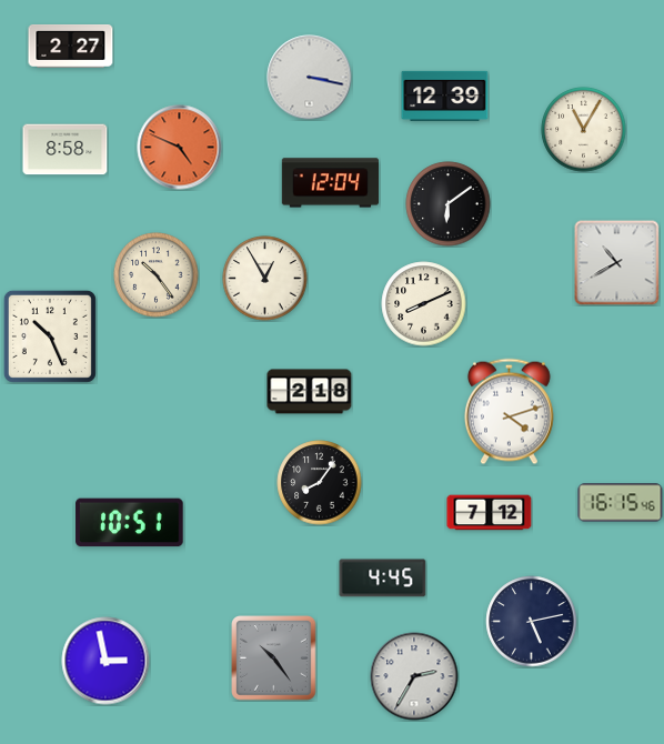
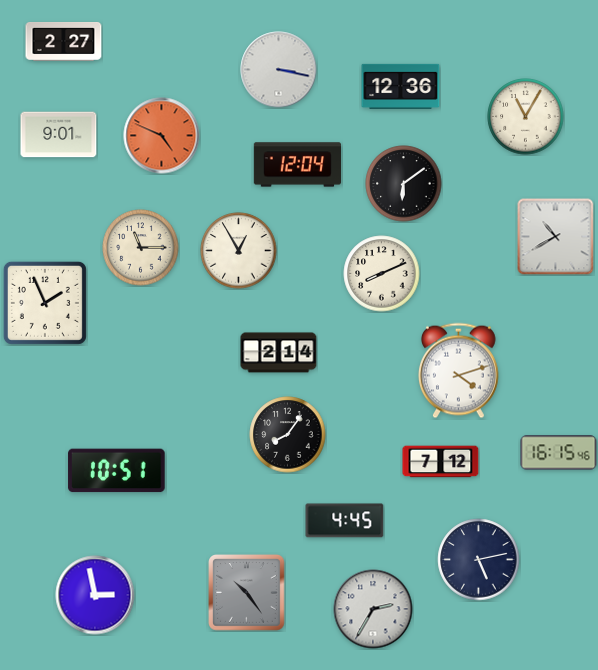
clock at (445, 95): 12:39 -> 12:36
clock at (180, 148) position: (180, 148) -> (162, 136)
clock at (66, 150): 8:58 -> 9:01
clock at (157, 275): 10:24 -> 11:15
clock at (50, 336): 10:26 -> 1:56
clock at (310, 392): 2:18 -> 2:14
